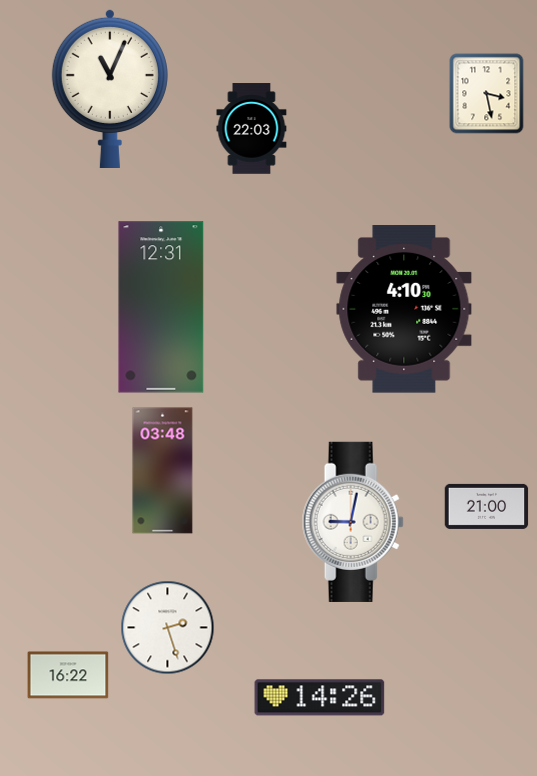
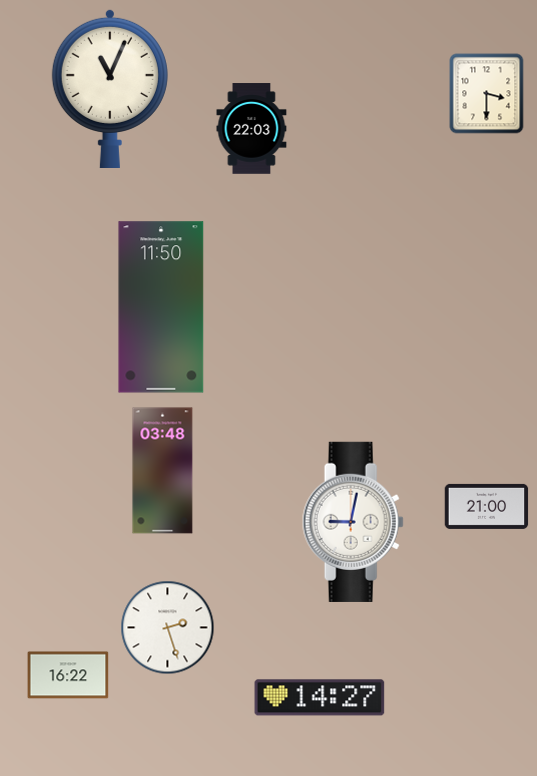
clock at (487, 94): 3:28 -> 3:30
clock at (161, 307): 12:31 -> 11:50
clock at (404, 309): 4:10 -> none
clock at (320, 698): 14:26 -> 14:27
